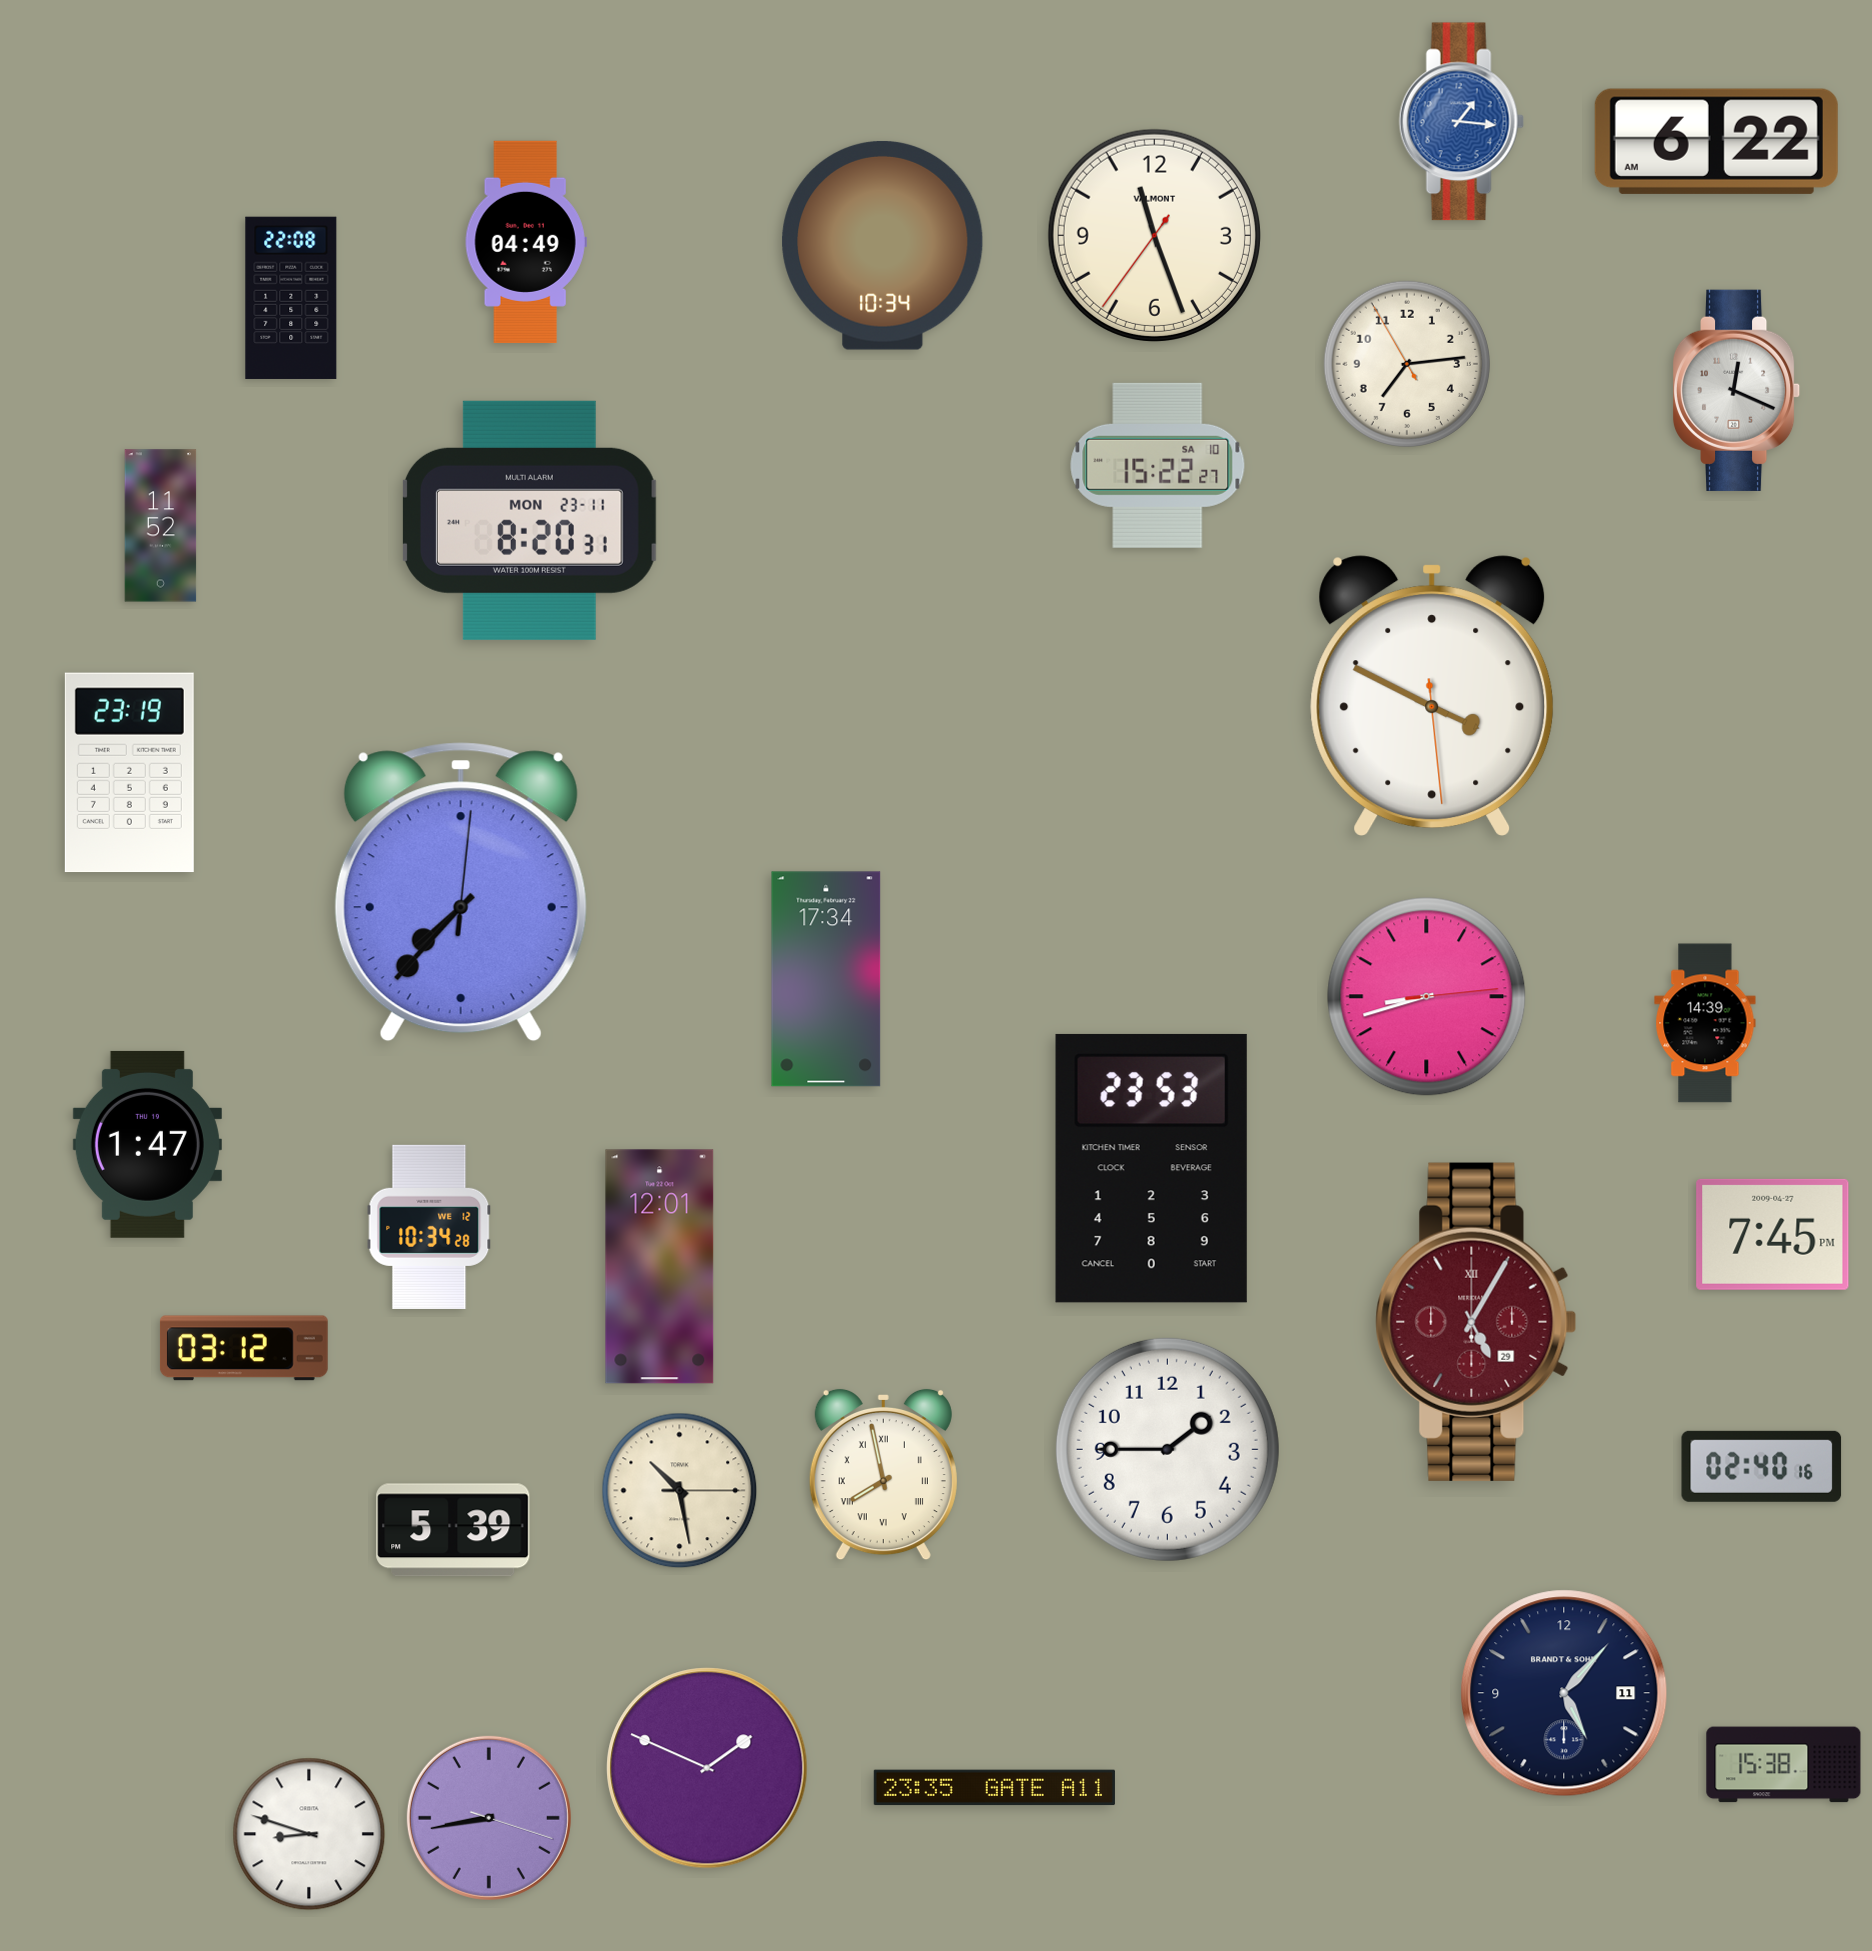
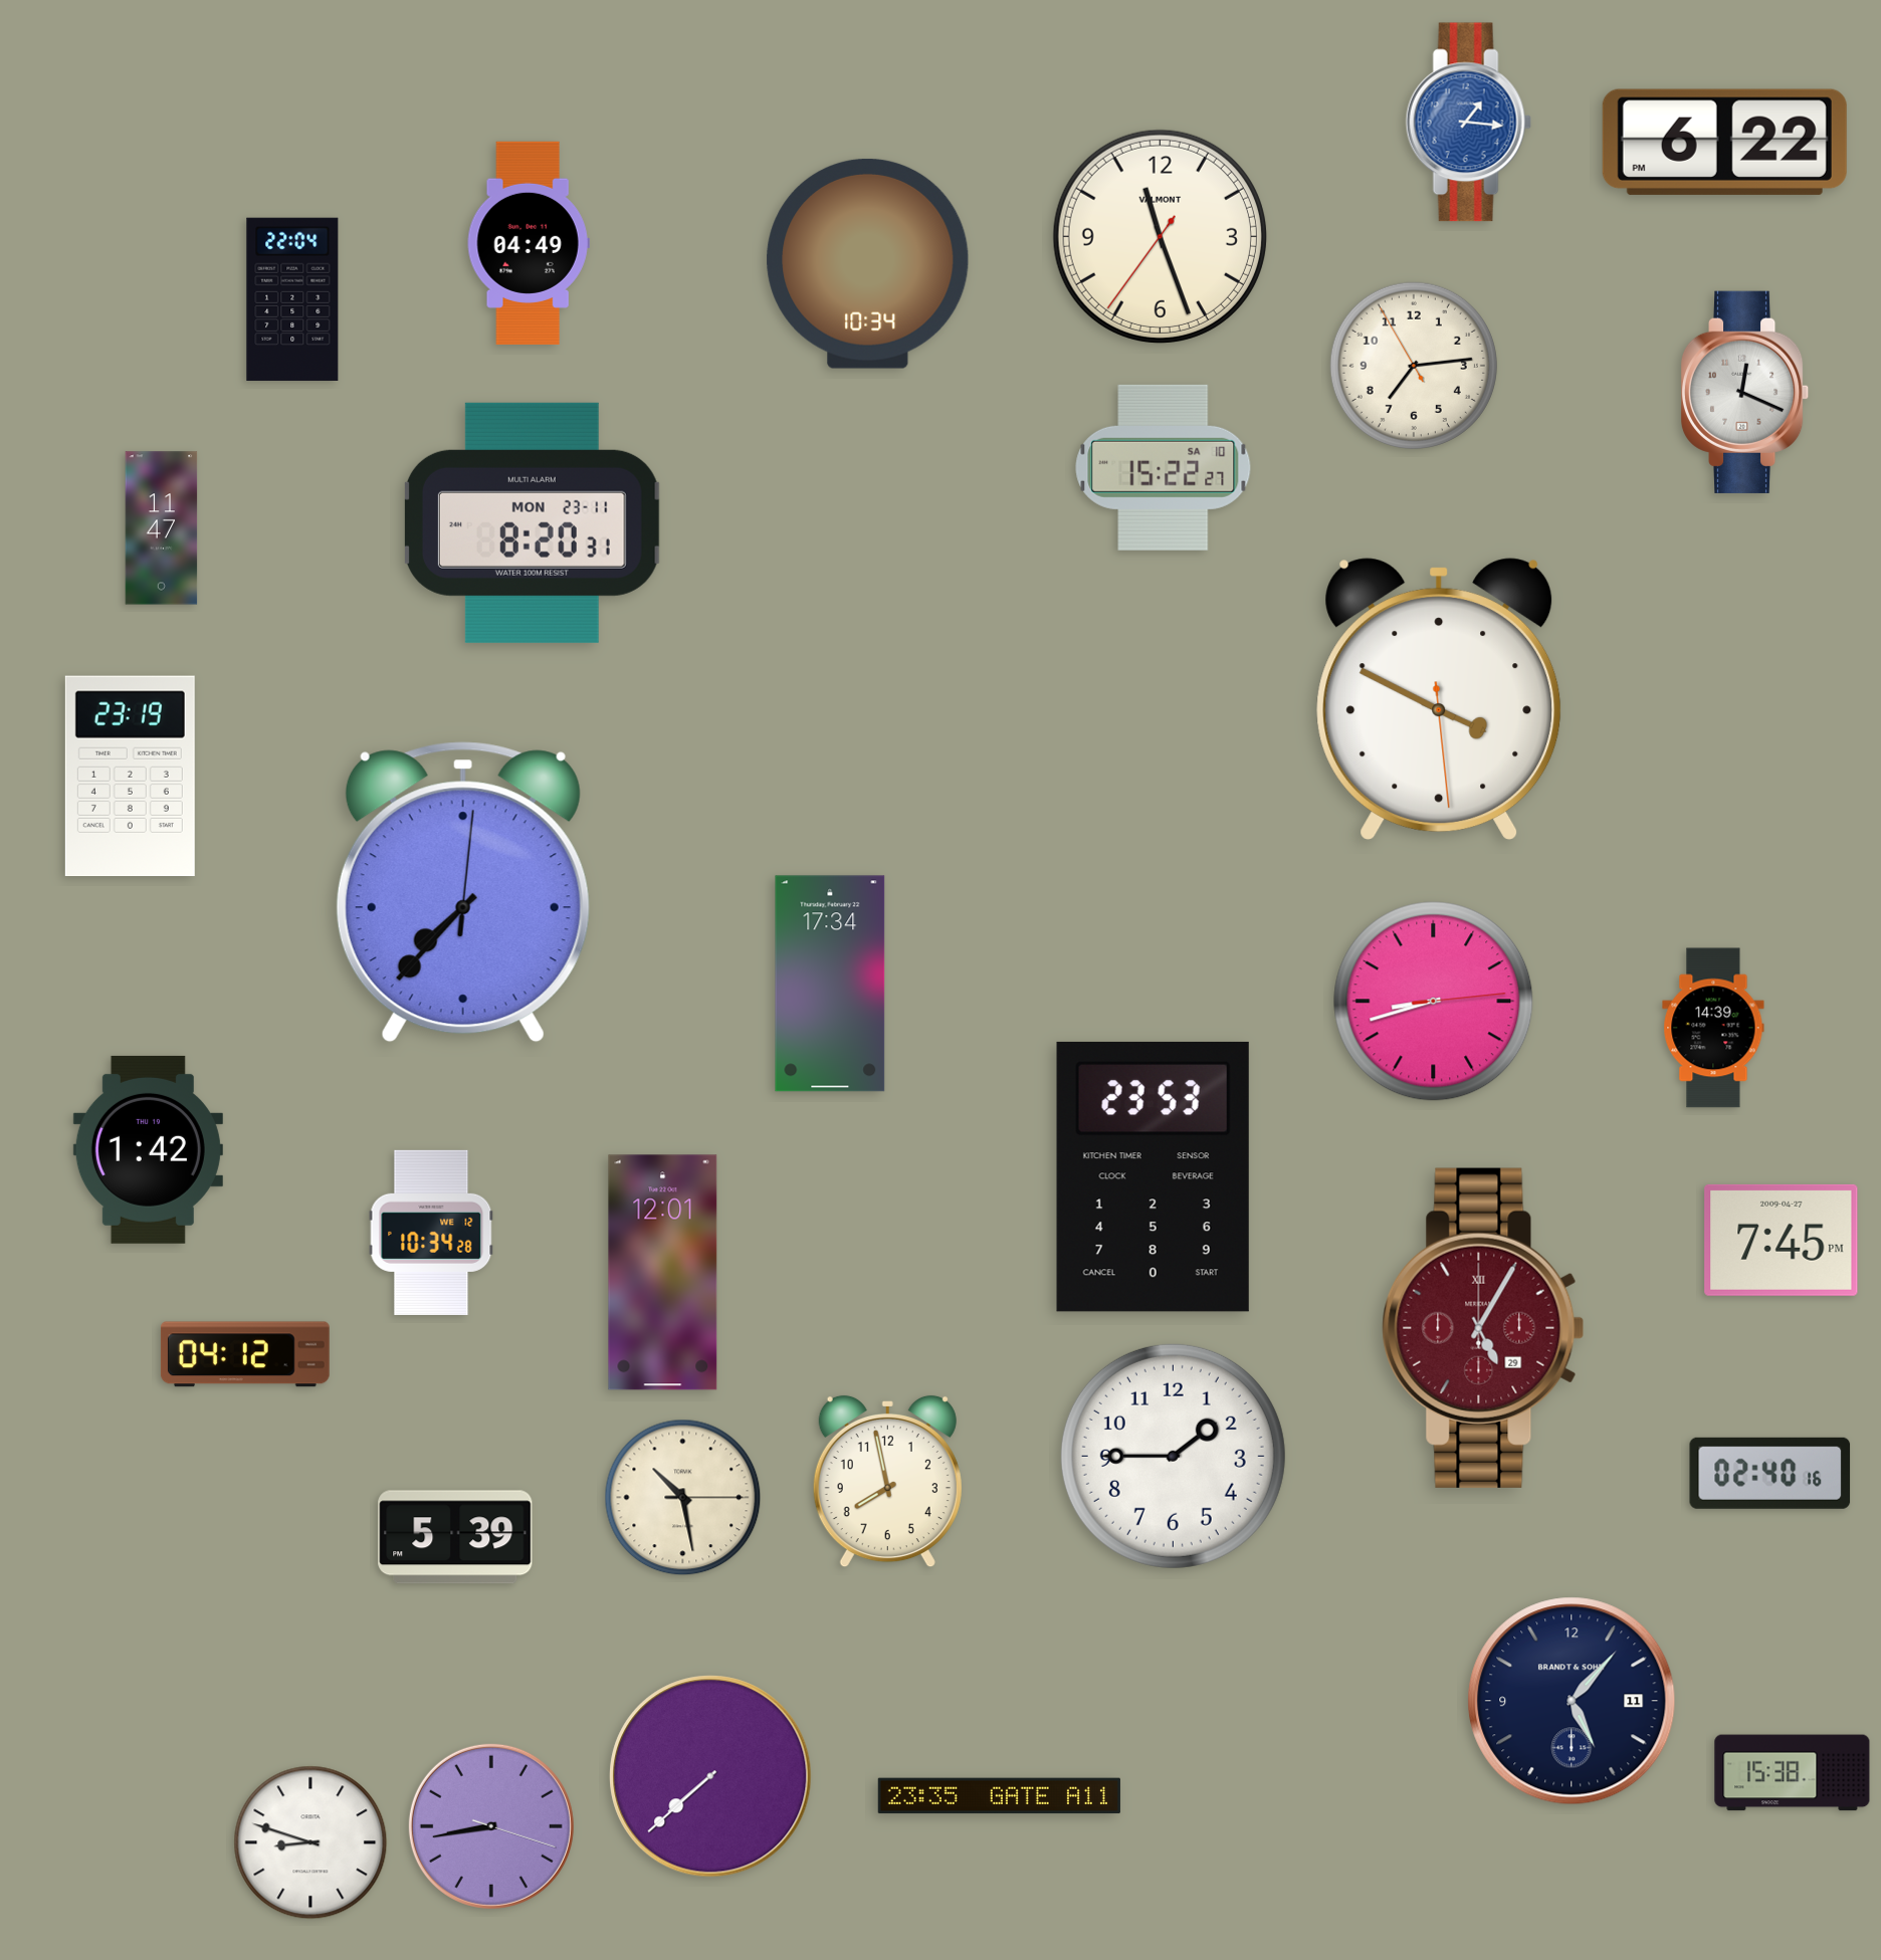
clock at (1716, 141): 6:22 AM -> 6:22 PM
clock at (883, 245) position: (883, 245) -> (868, 263)
clock at (291, 298): 22:08 -> 22:04
clock at (161, 526): 11:52 -> 11:47
clock at (461, 892) position: (461, 892) -> (463, 892)
clock at (147, 1144): 1:47 -> 1:42
clock at (1151, 1168) position: (1151, 1168) -> (1153, 1176)
clock at (244, 1348): 03:12 -> 04:12
clock at (883, 1475) numerals: Roman -> Arabic
clock at (707, 1768): 1:49 -> 7:38
